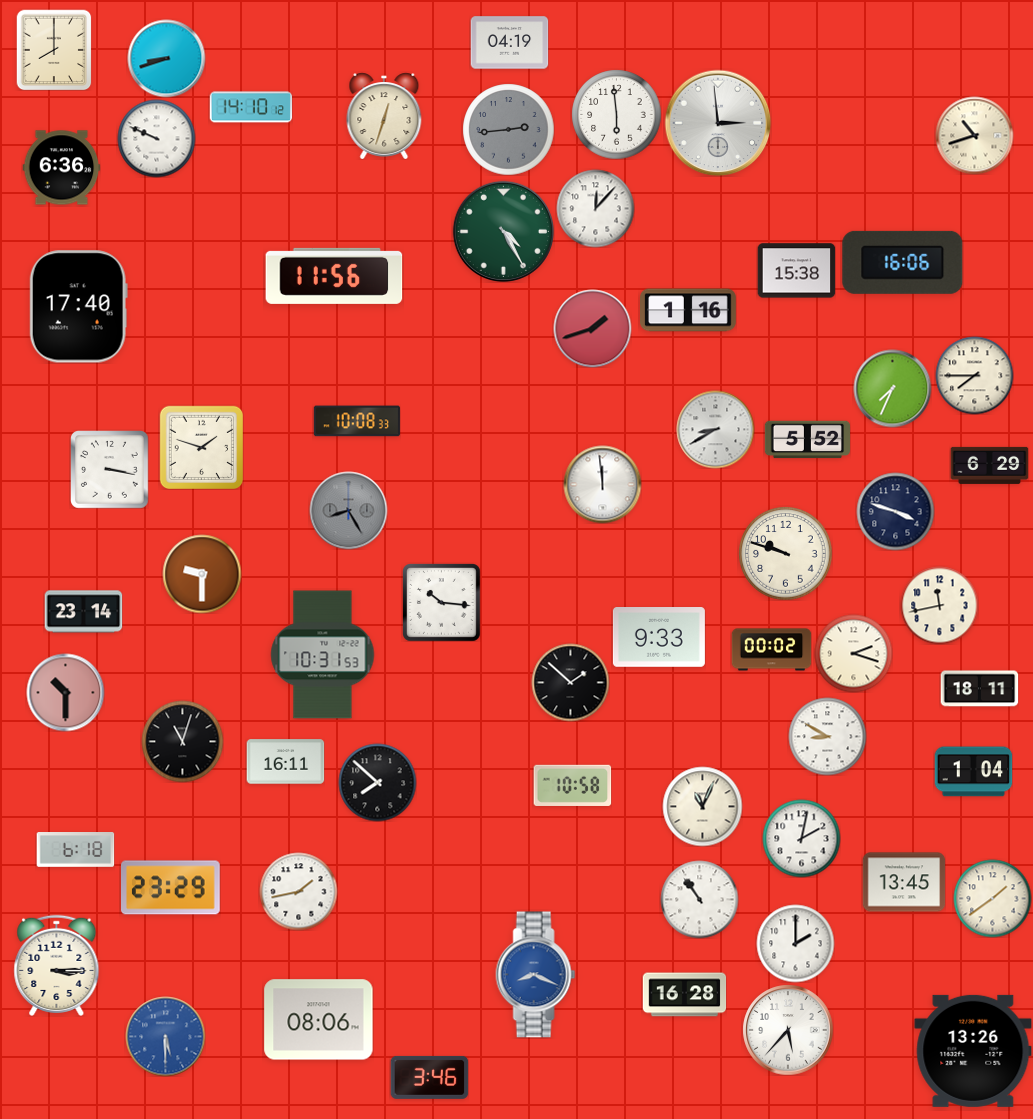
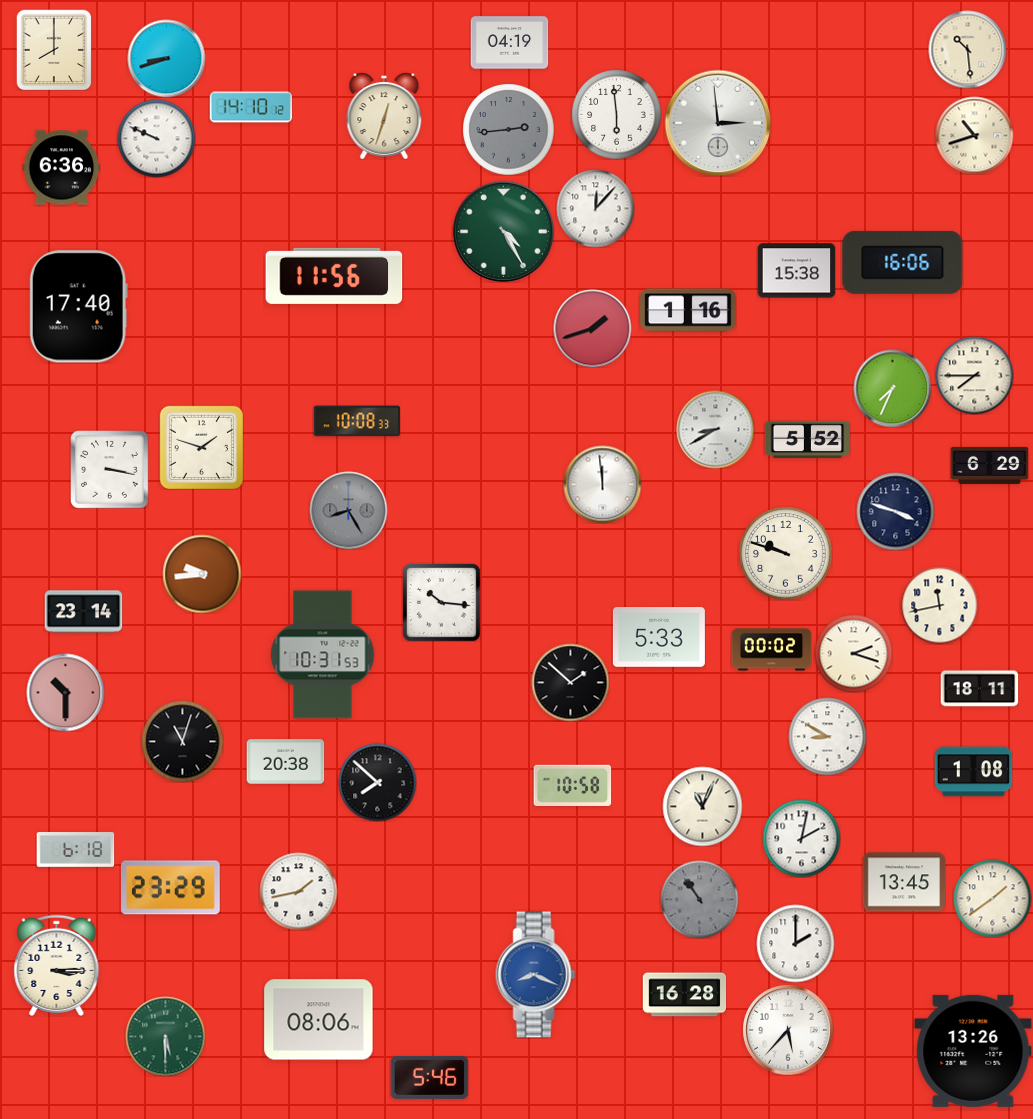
clock at (967, 49): none -> 10:29
clock at (202, 574): 9:30 -> 9:44
clock at (659, 637): 9:33 -> 5:33
clock at (285, 762): 16:11 -> 20:38
clock at (973, 772): 1:04 -> 1:08
clock at (699, 899) dial: white -> grey
clock at (165, 1036) dial: blue -> green
clock at (429, 1077): 3:46 -> 5:46
